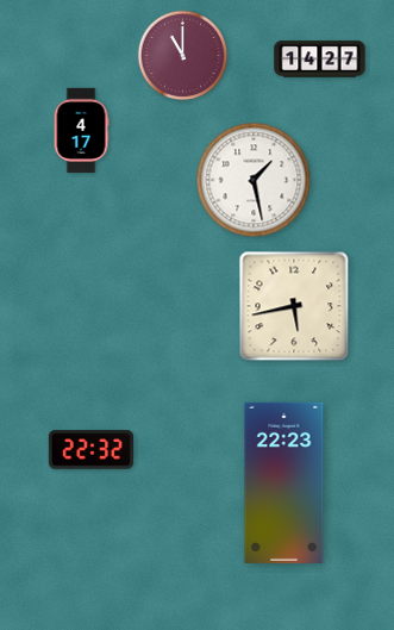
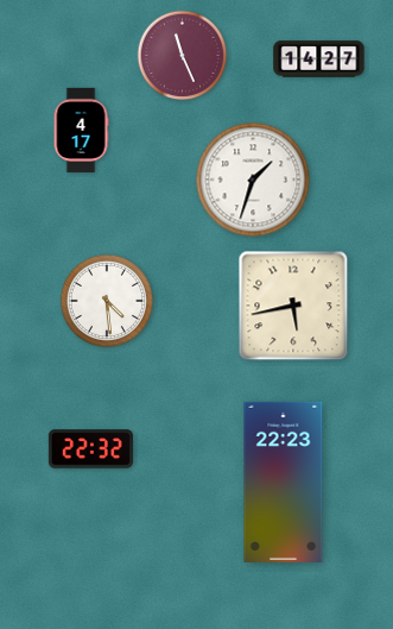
clock at (183, 56): 11:00 -> 11:26
clock at (254, 180): 1:28 -> 1:33
clock at (107, 301): none -> 4:29
